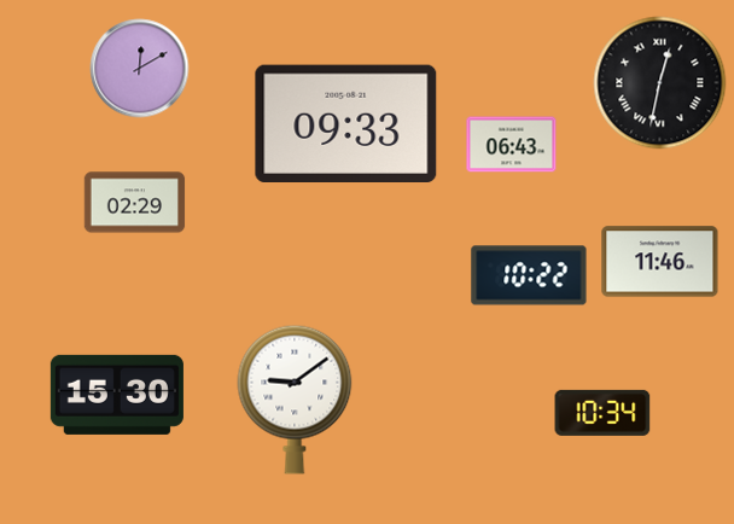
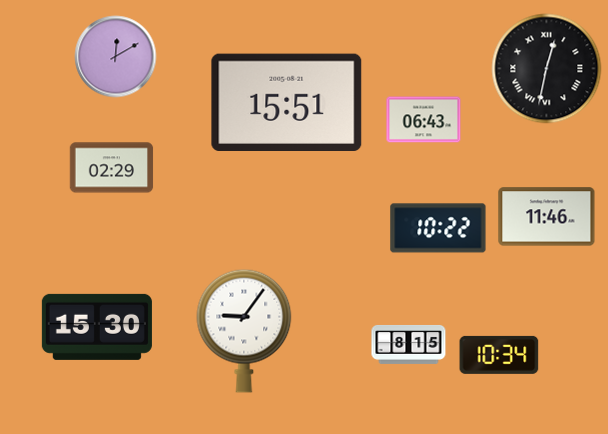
clock at (346, 123): 09:33 -> 15:51
clock at (295, 400): 9:09 -> 9:06
clock at (602, 413) position: (602, 413) -> (499, 355)
clock at (409, 344): none -> 8:15
